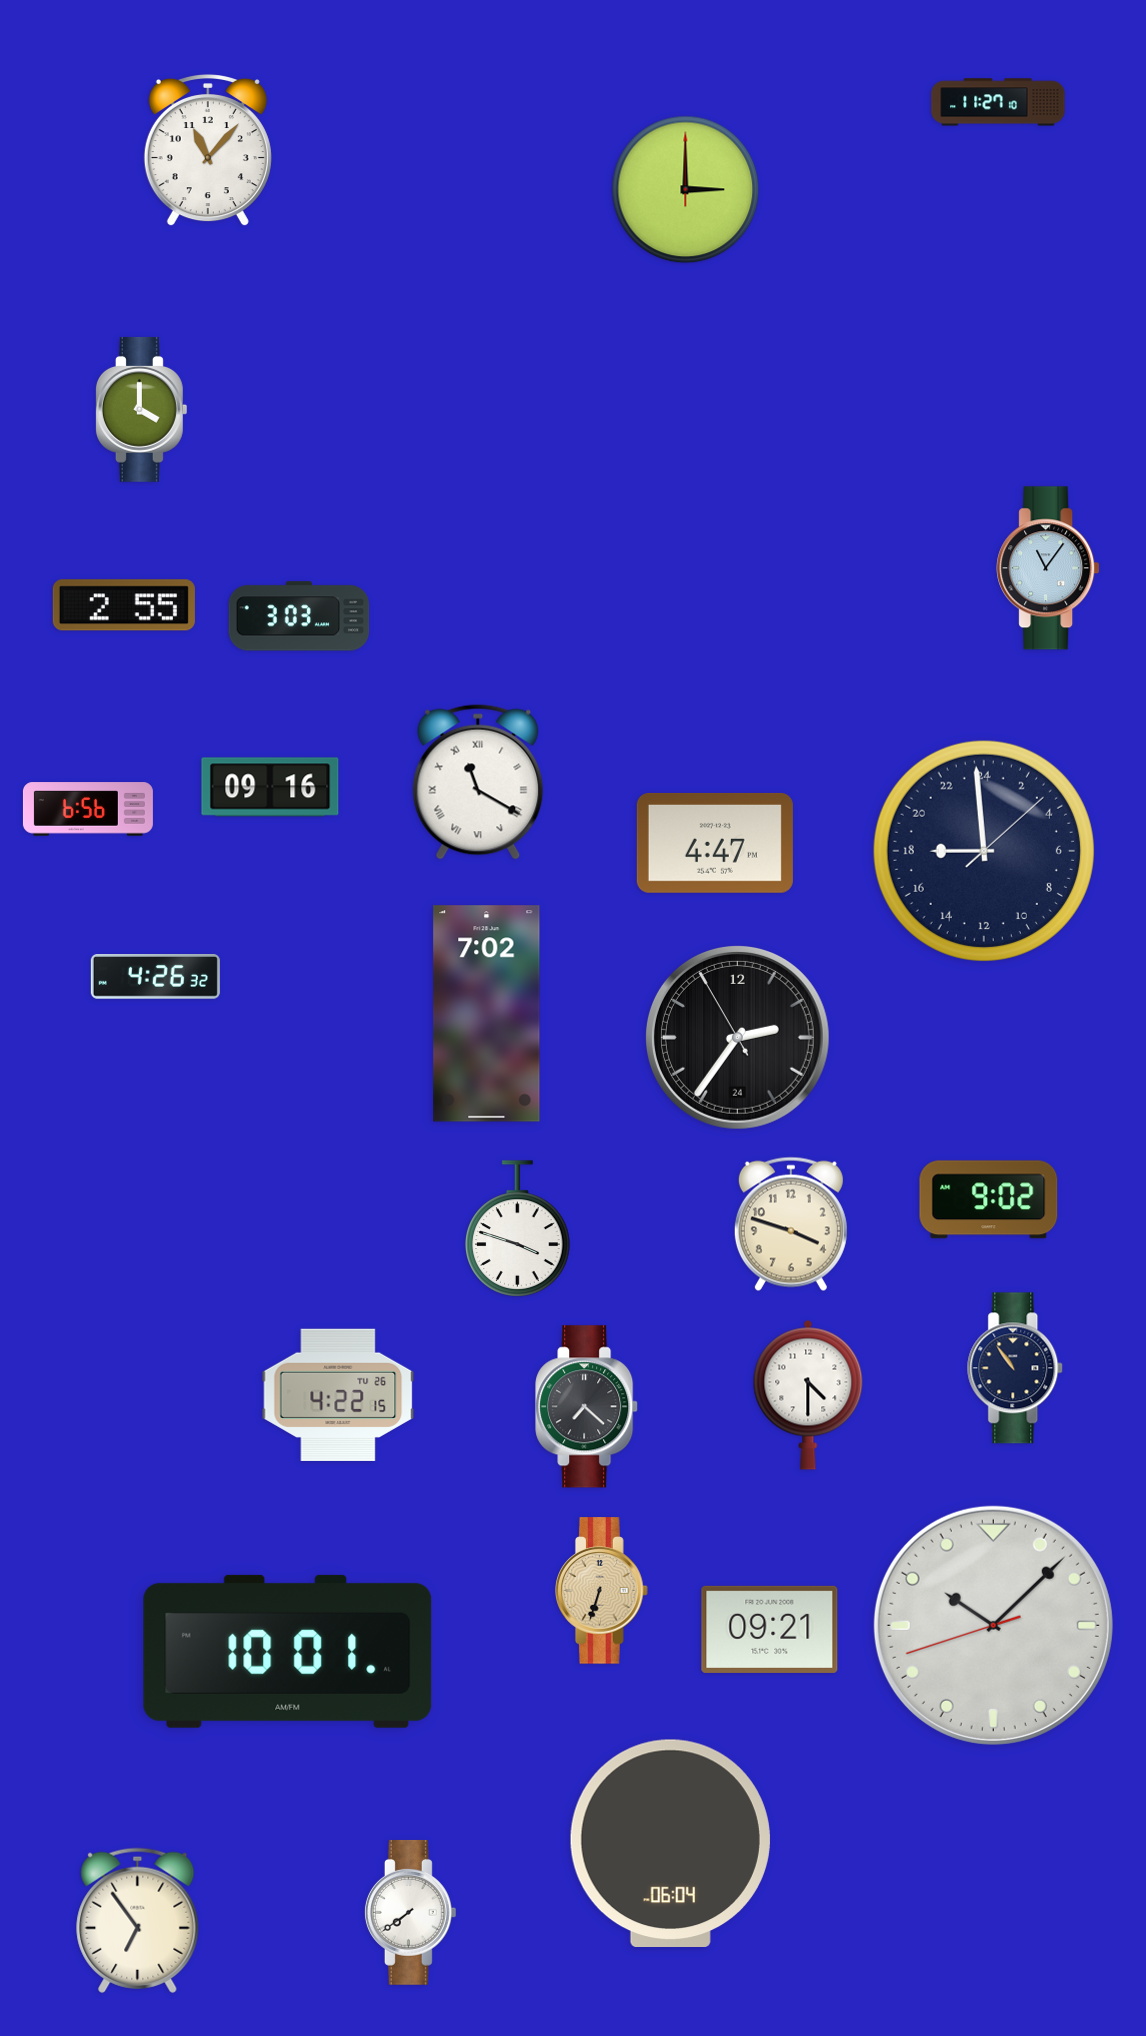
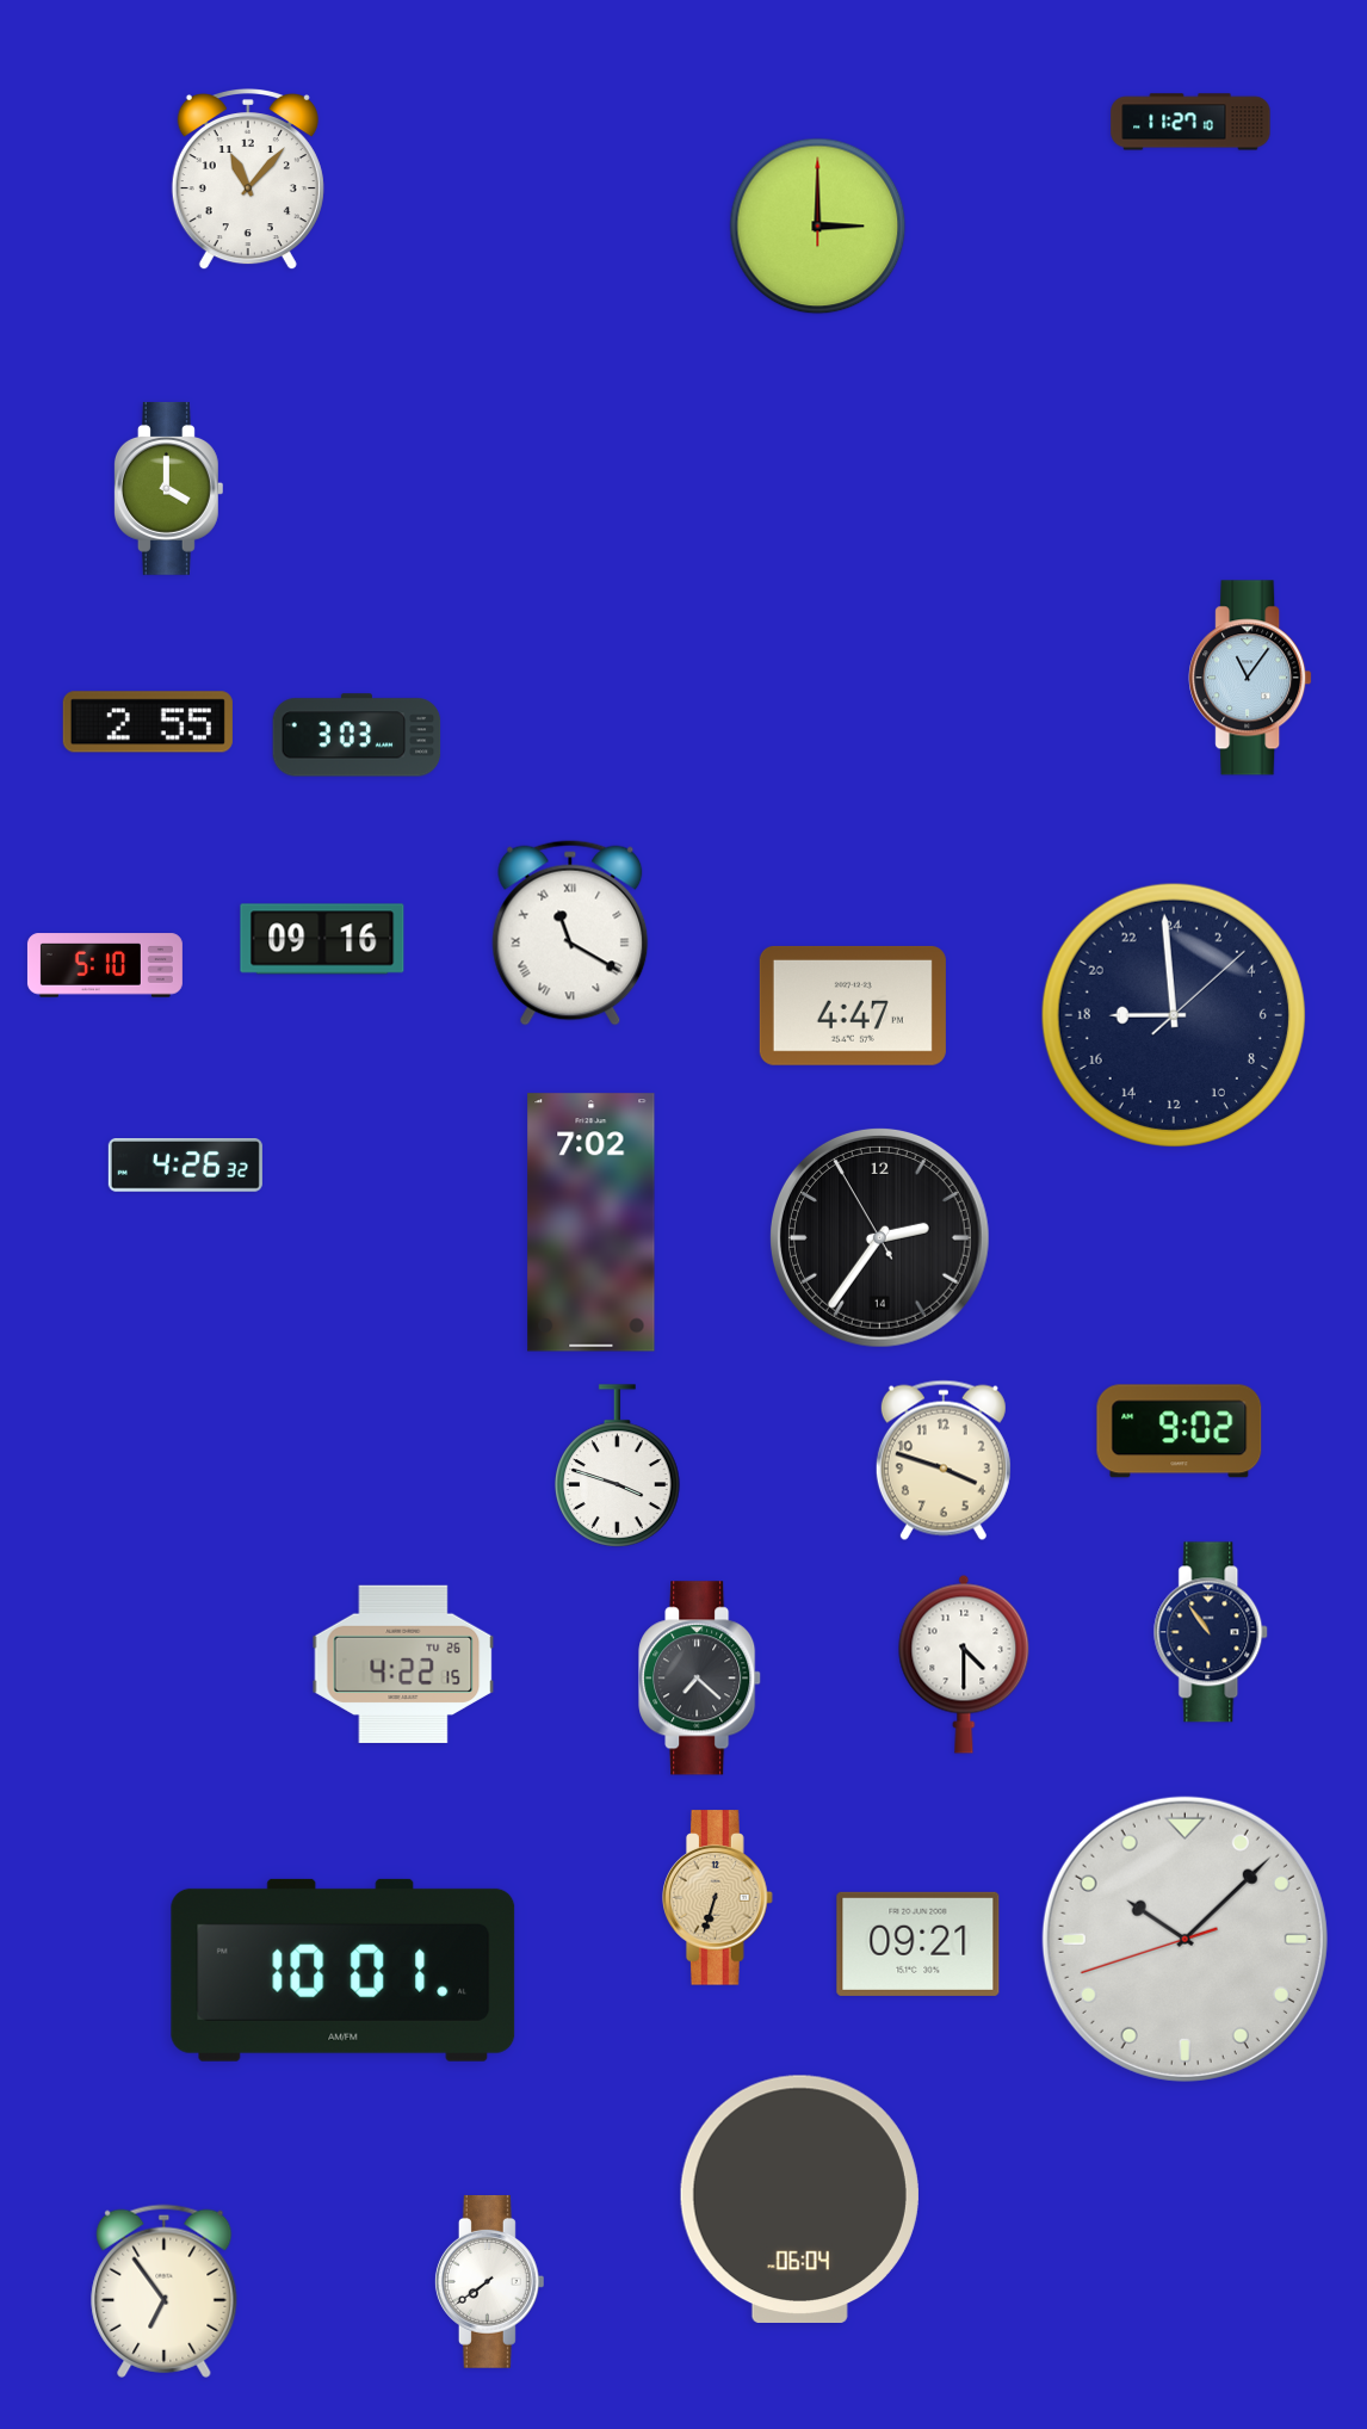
clock at (88, 809): 6:56 -> 5:10
clock at (487, 1014) position: (487, 1014) -> (592, 1223)
clock at (737, 1037) date: 24 -> 14
